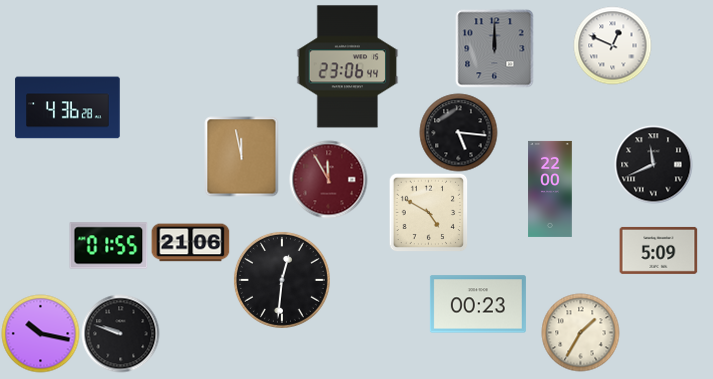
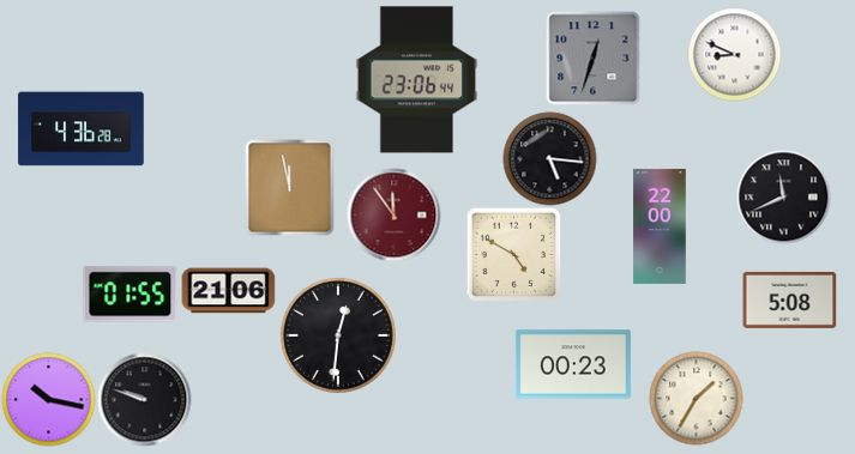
clock at (612, 45): 12:49 -> 8:49
clock at (494, 48): 12:00 -> 12:33
clock at (328, 179): 11:55 -> 11:54
clock at (658, 250): 5:09 -> 5:08
